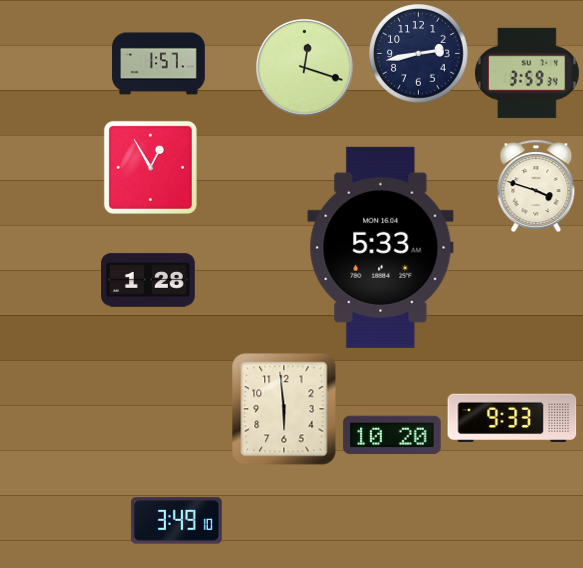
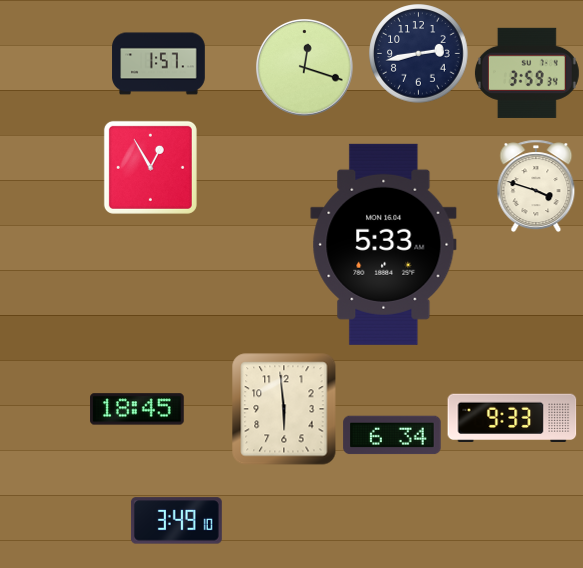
clock at (381, 247) position: (381, 247) -> (384, 244)
clock at (148, 280): 1:28 -> none
clock at (137, 409): none -> 18:45
clock at (392, 435): 10:20 -> 6:34
